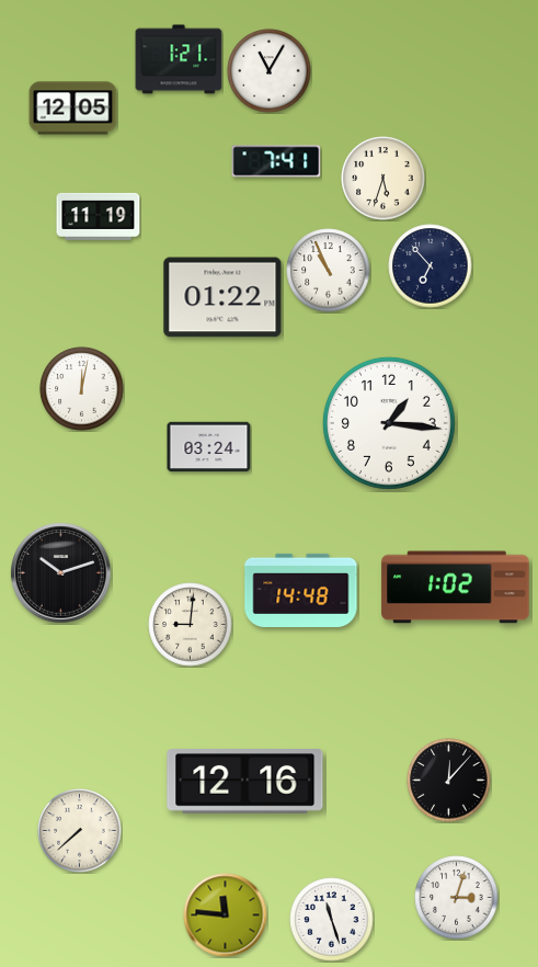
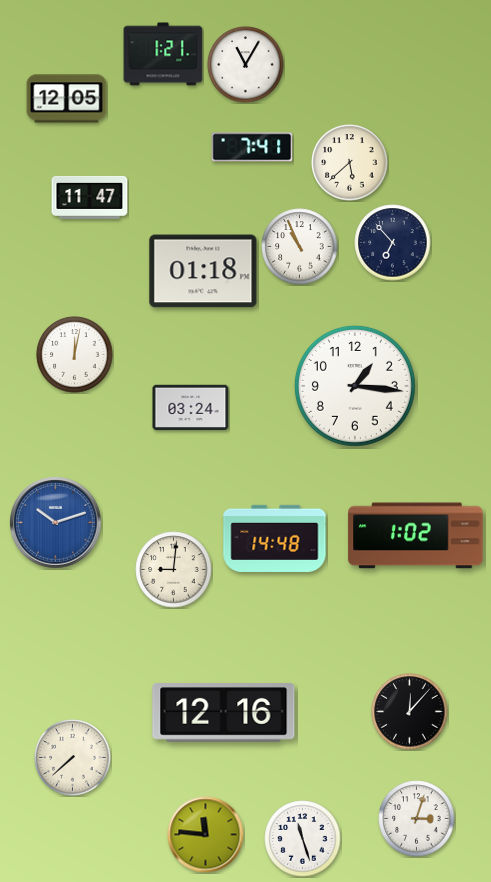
clock at (384, 179): 5:33 -> 5:38
clock at (99, 216): 11:19 -> 11:47
clock at (222, 297): 01:22 -> 01:18
clock at (61, 573) dial: black -> blue
